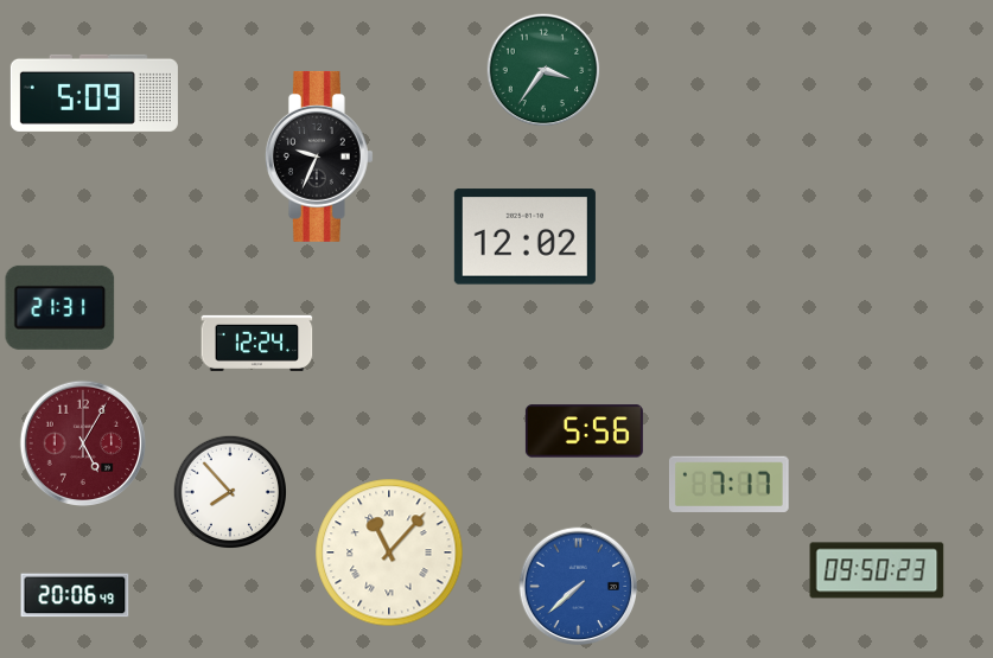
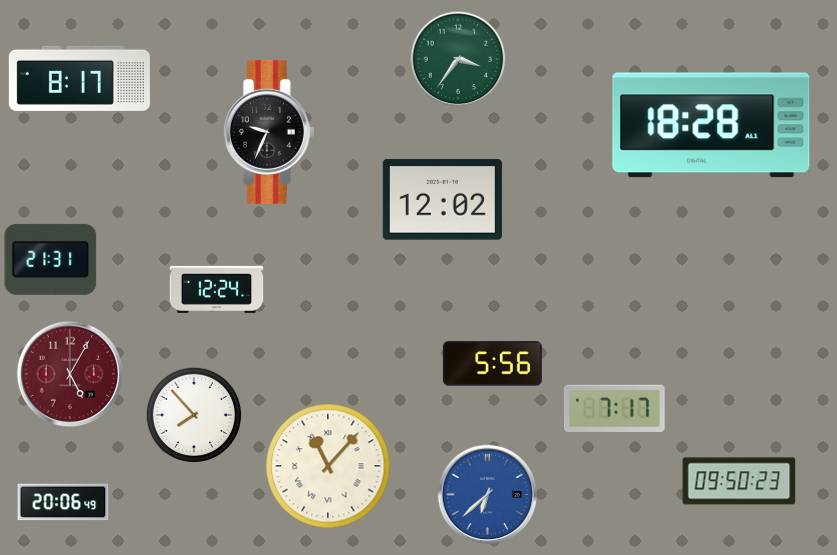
clock at (94, 92): 5:09 -> 8:17
clock at (711, 125): none -> 18:28
clock at (579, 587): 7:38 -> 6:38
